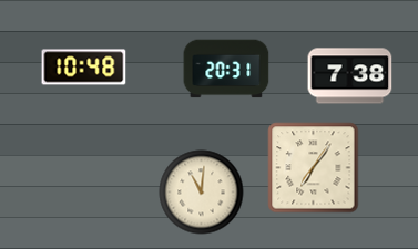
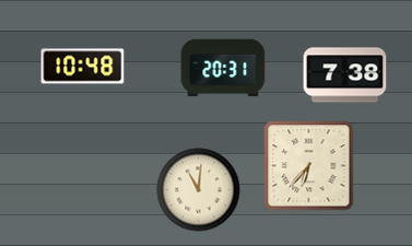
clock at (314, 168): 7:06 -> 6:37
